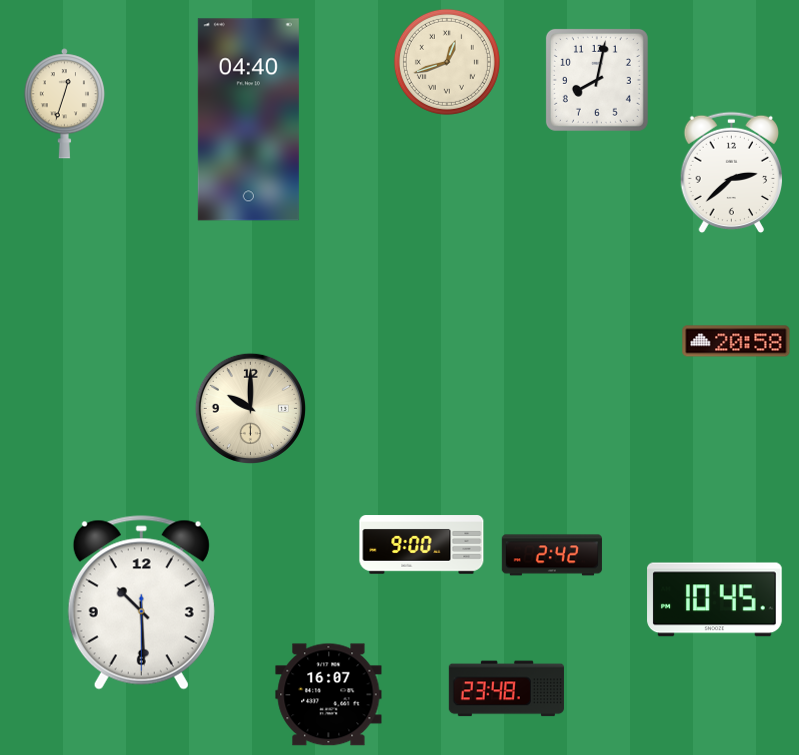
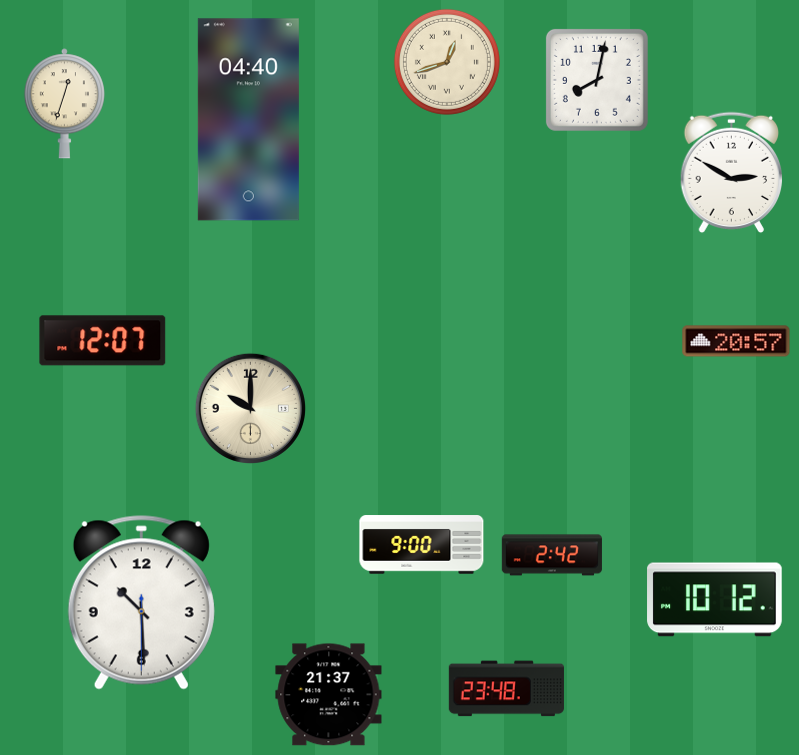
clock at (731, 173): 2:38 -> 2:50
clock at (103, 341): none -> 12:07
clock at (736, 341): 20:58 -> 20:57
clock at (715, 600): 10:45 -> 10:12
clock at (329, 695): 16:07 -> 21:37
